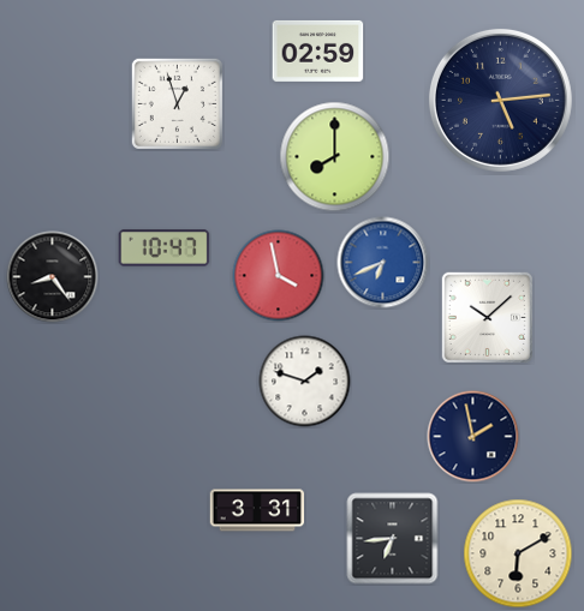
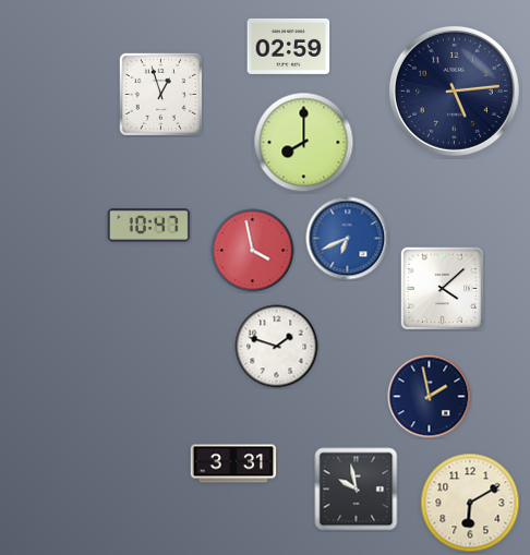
clock at (53, 277): 8:24 -> none
clock at (487, 317): 10:08 -> 4:08
clock at (393, 539): 6:44 -> 9:58
